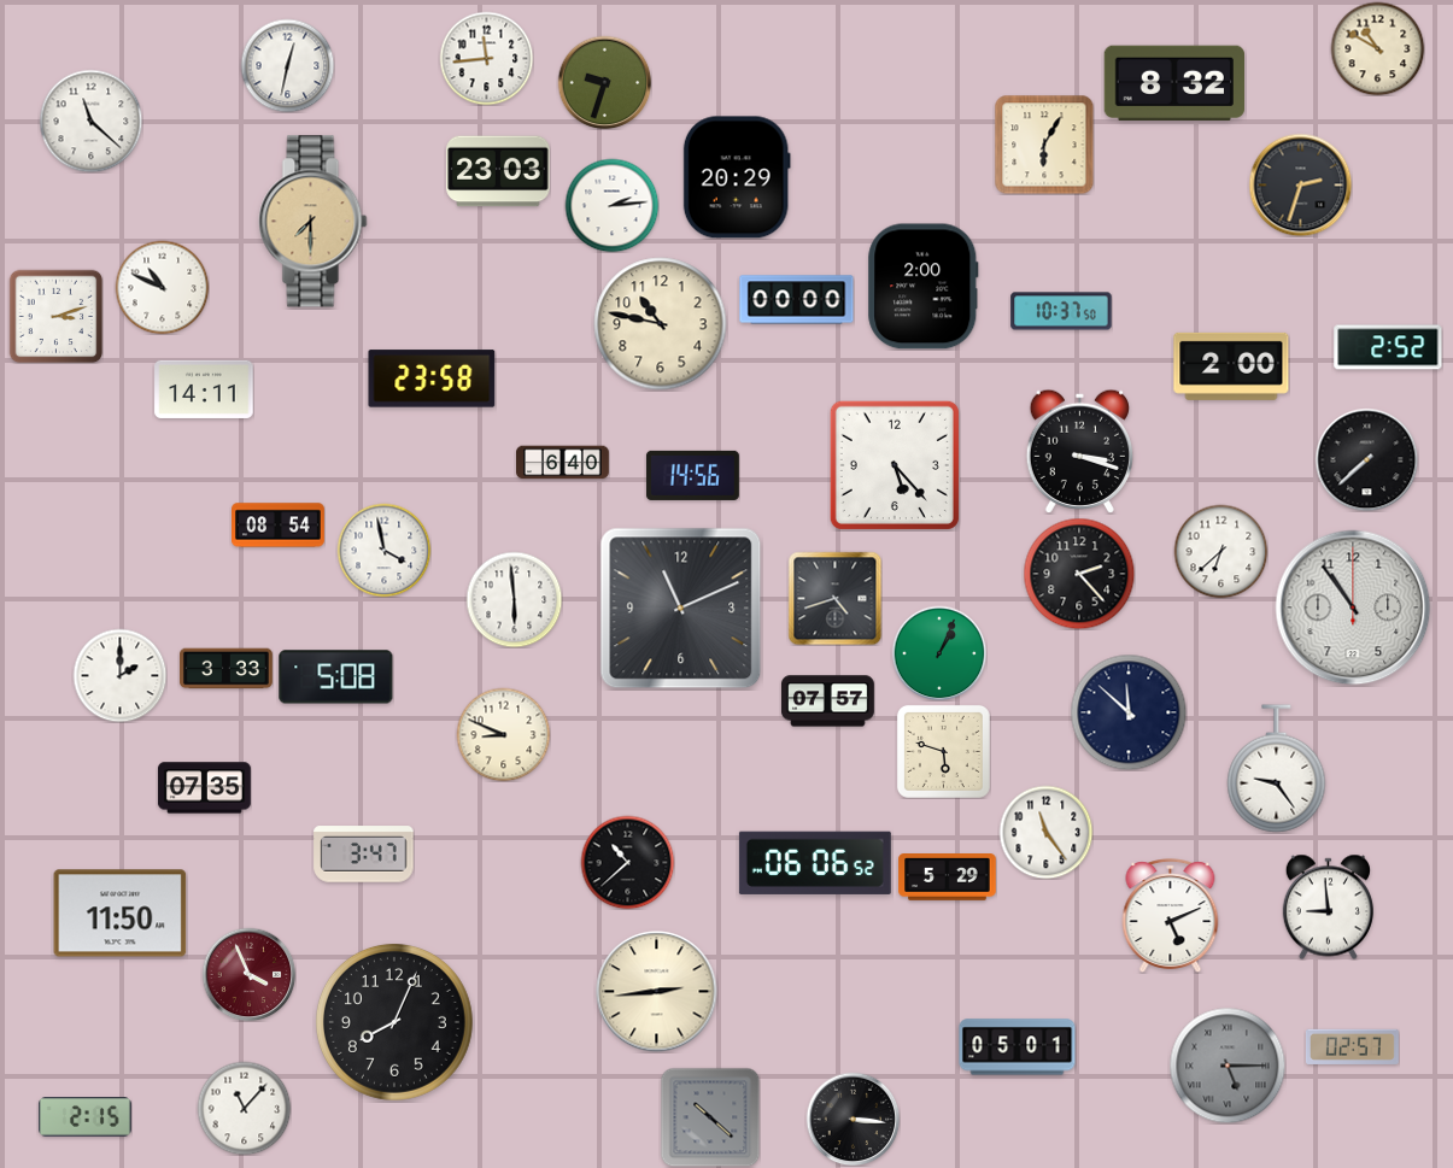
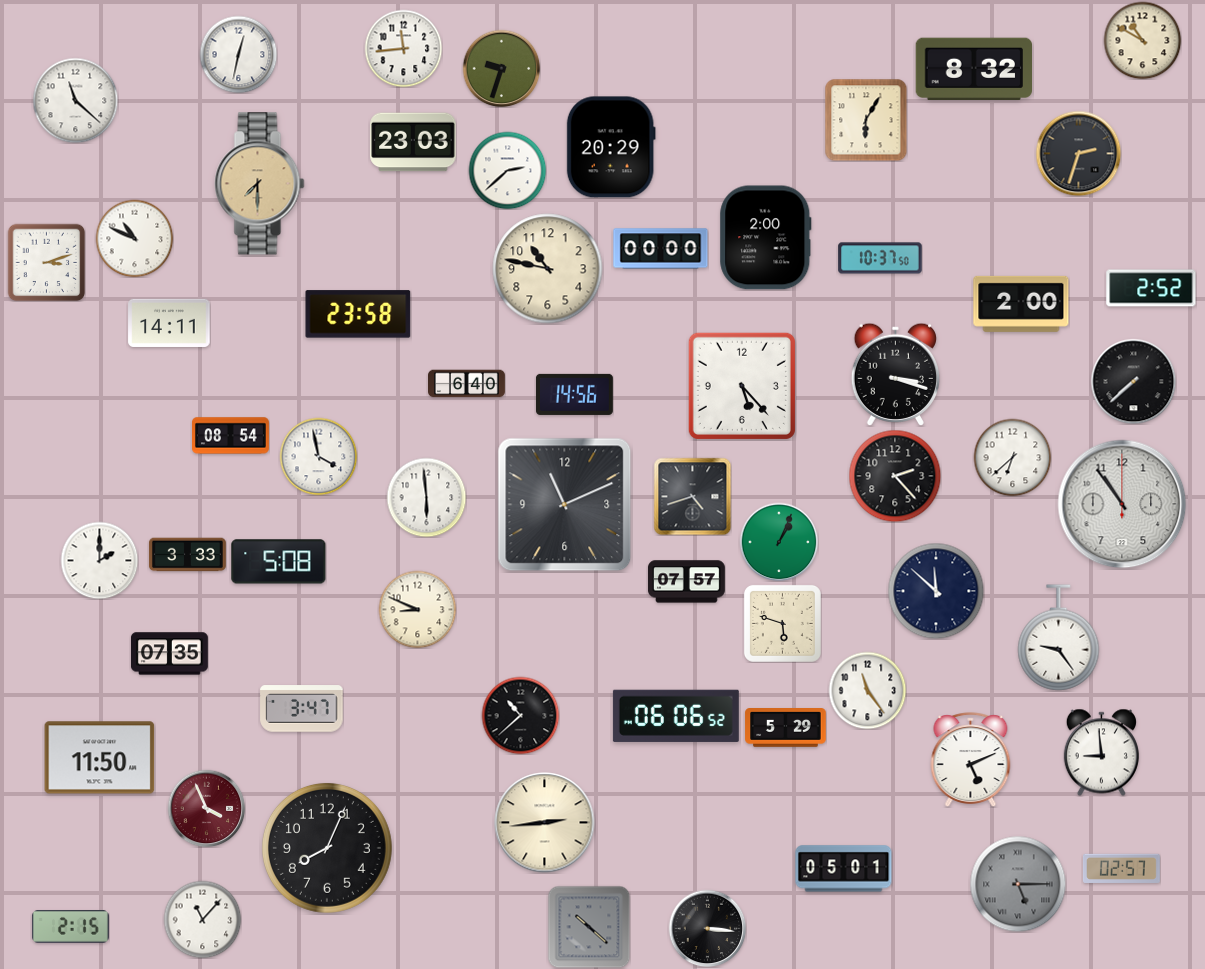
clock at (611, 205): 2:14 -> 2:38
